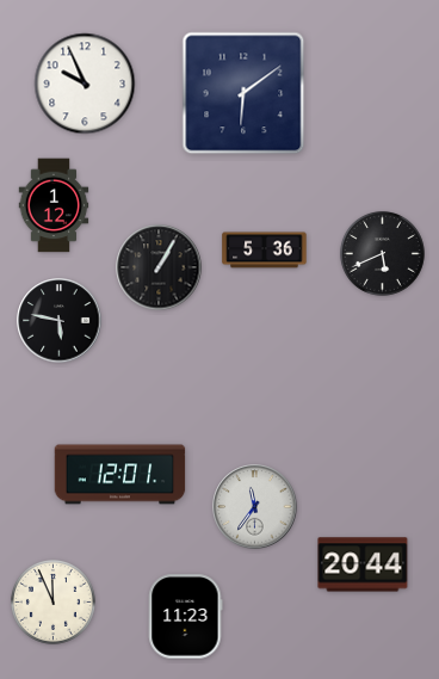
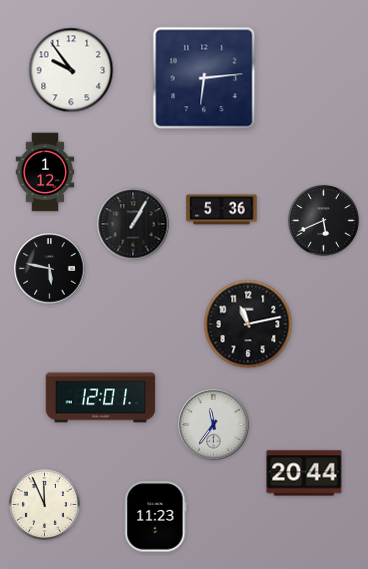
clock at (85, 84): 9:56 -> 9:54
clock at (243, 93): 6:09 -> 6:14
clock at (382, 253) position: (382, 253) -> (323, 220)
clock at (248, 324): none -> 11:13
